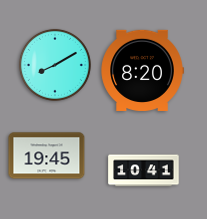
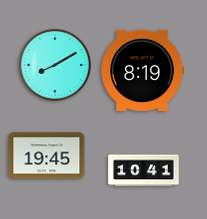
clock at (142, 70): 8:20 -> 8:19
